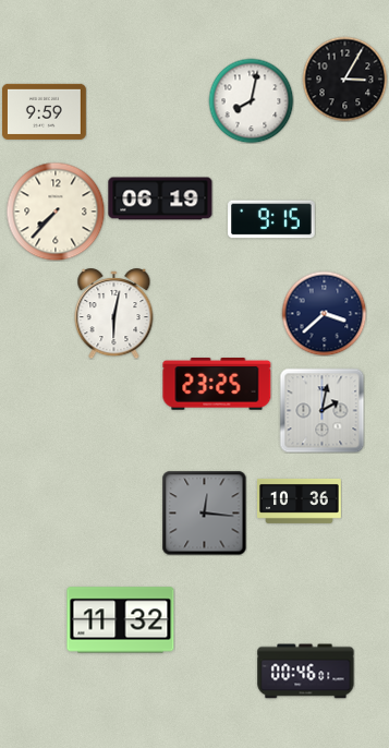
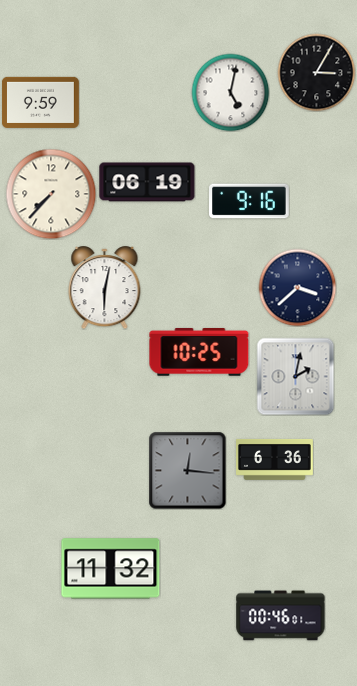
clock at (251, 100): 8:02 -> 5:02
clock at (271, 219): 9:15 -> 9:16
clock at (217, 385): 23:25 -> 10:25
clock at (300, 502): 10:36 -> 6:36
